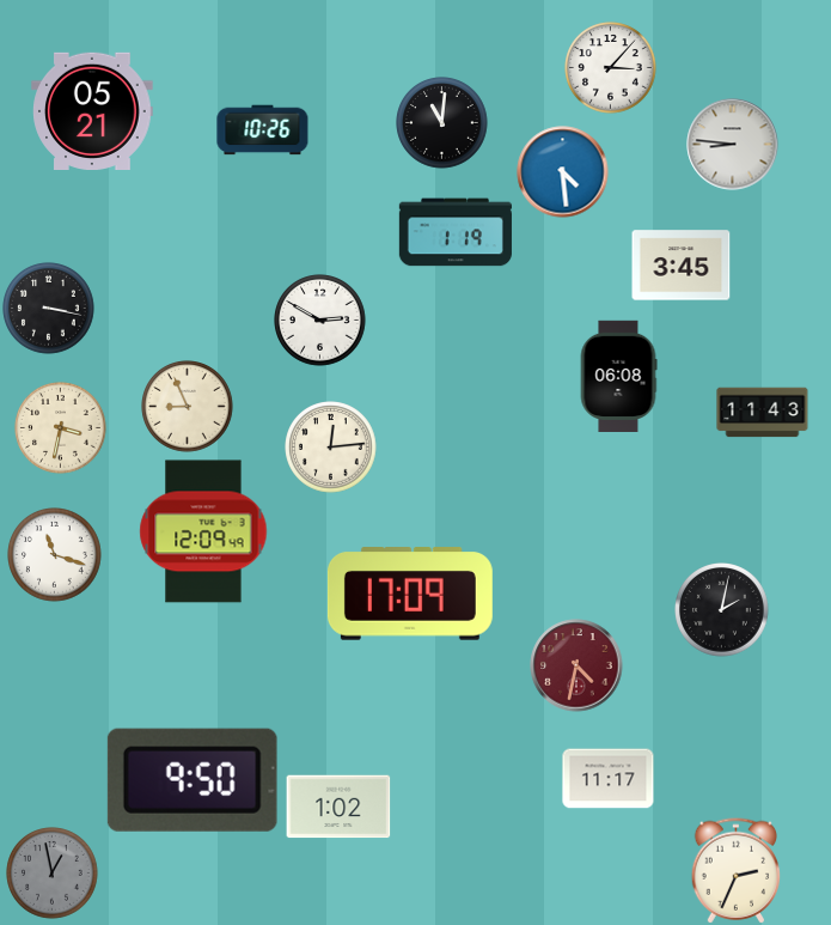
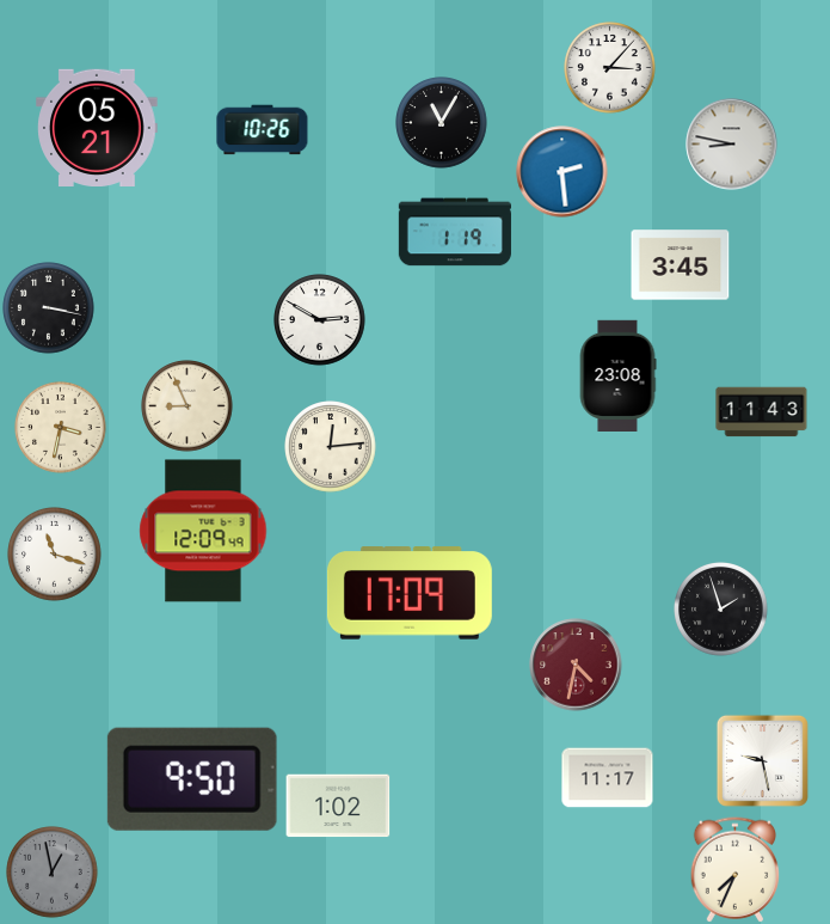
clock at (92, 110) position: (92, 110) -> (97, 127)
clock at (442, 123): 11:01 -> 11:05
clock at (733, 145): 8:46 -> 8:47
clock at (563, 172): 4:29 -> 2:29
clock at (618, 376): 06:08 -> 23:08
clock at (722, 610): 2:02 -> 1:57
clock at (762, 760): none -> 9:28
clock at (737, 871): 2:34 -> 7:34
